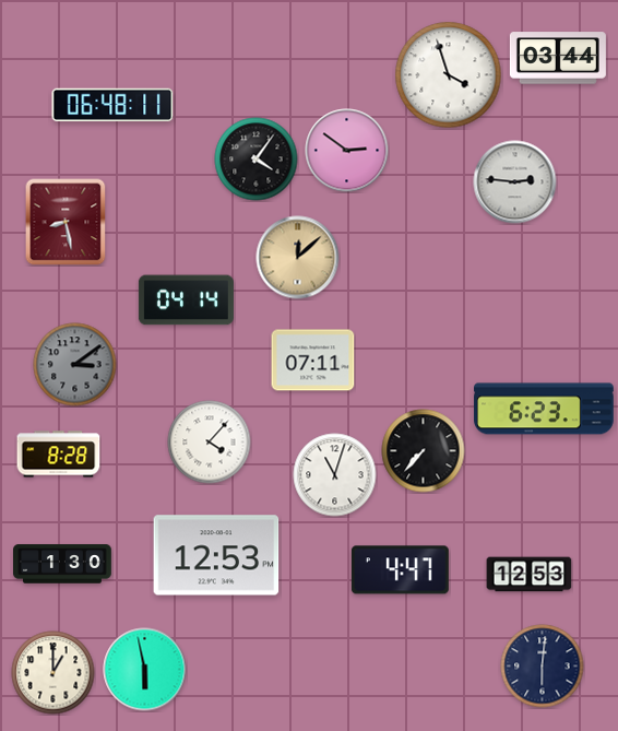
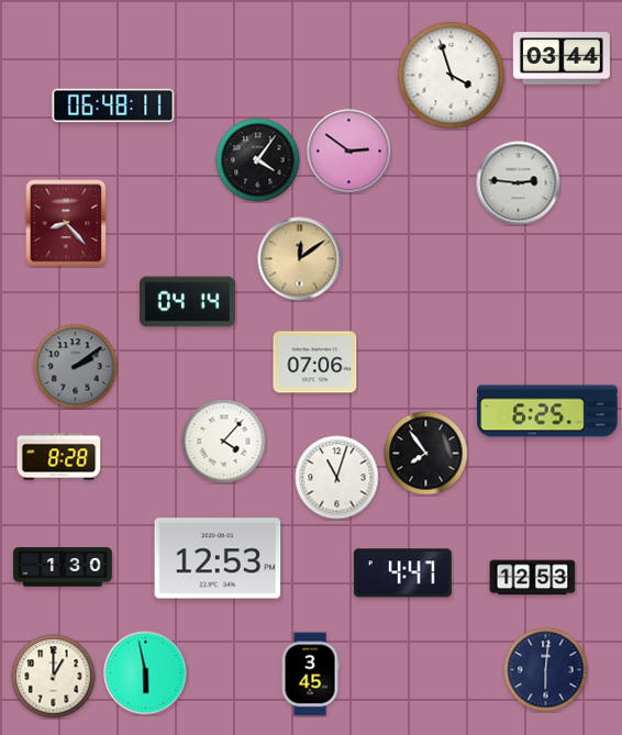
clock at (66, 222): 8:28 -> 8:23
clock at (298, 258): 12:08 -> 12:09
clock at (313, 361): 07:11 -> 07:06
clock at (75, 365): 3:09 -> 2:09
clock at (544, 409): 6:23 -> 6:25
clock at (210, 443) position: (210, 443) -> (224, 442)
clock at (424, 451): 7:37 -> 7:54
clock at (310, 675): none -> 3:45
